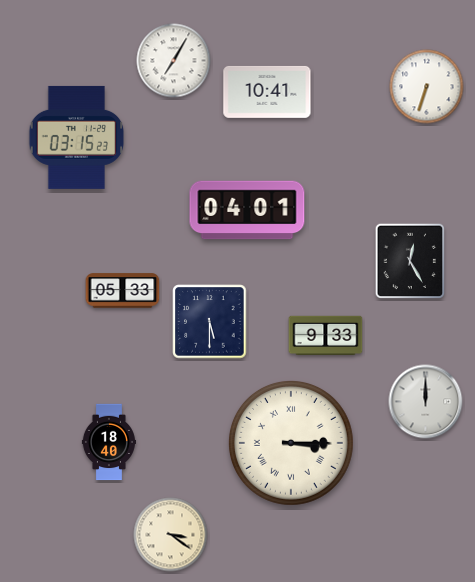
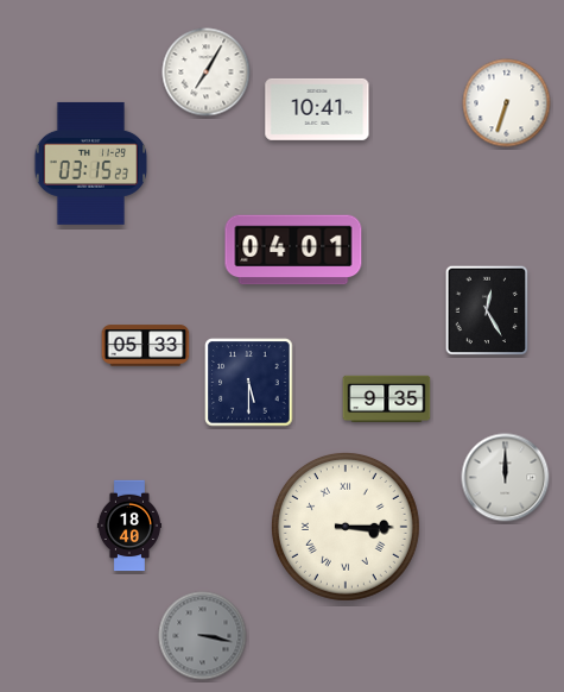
clock at (326, 336): 9:33 -> 9:35
clock at (171, 535): 3:21 -> 3:17
clock at (171, 535) dial: cream -> grey
